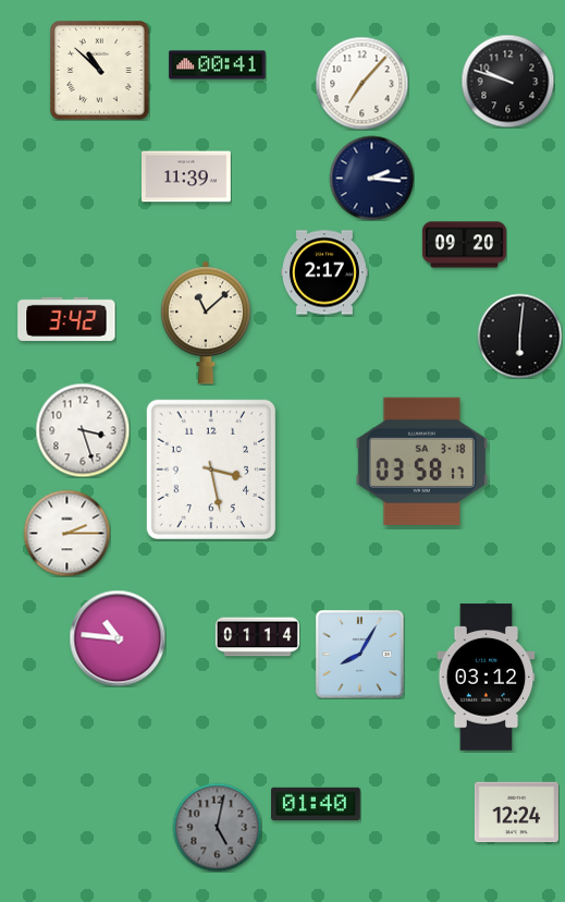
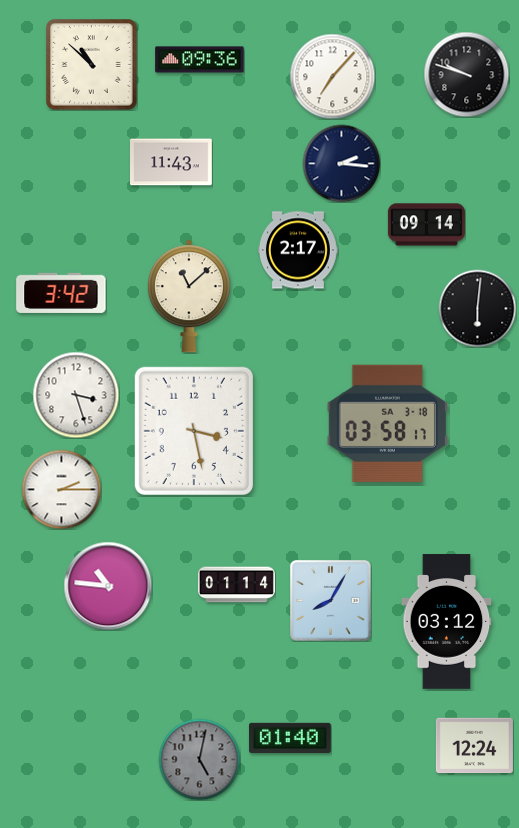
clock at (218, 65): 00:41 -> 09:36
clock at (186, 176): 11:39 -> 11:43
clock at (464, 245): 09:20 -> 09:14
